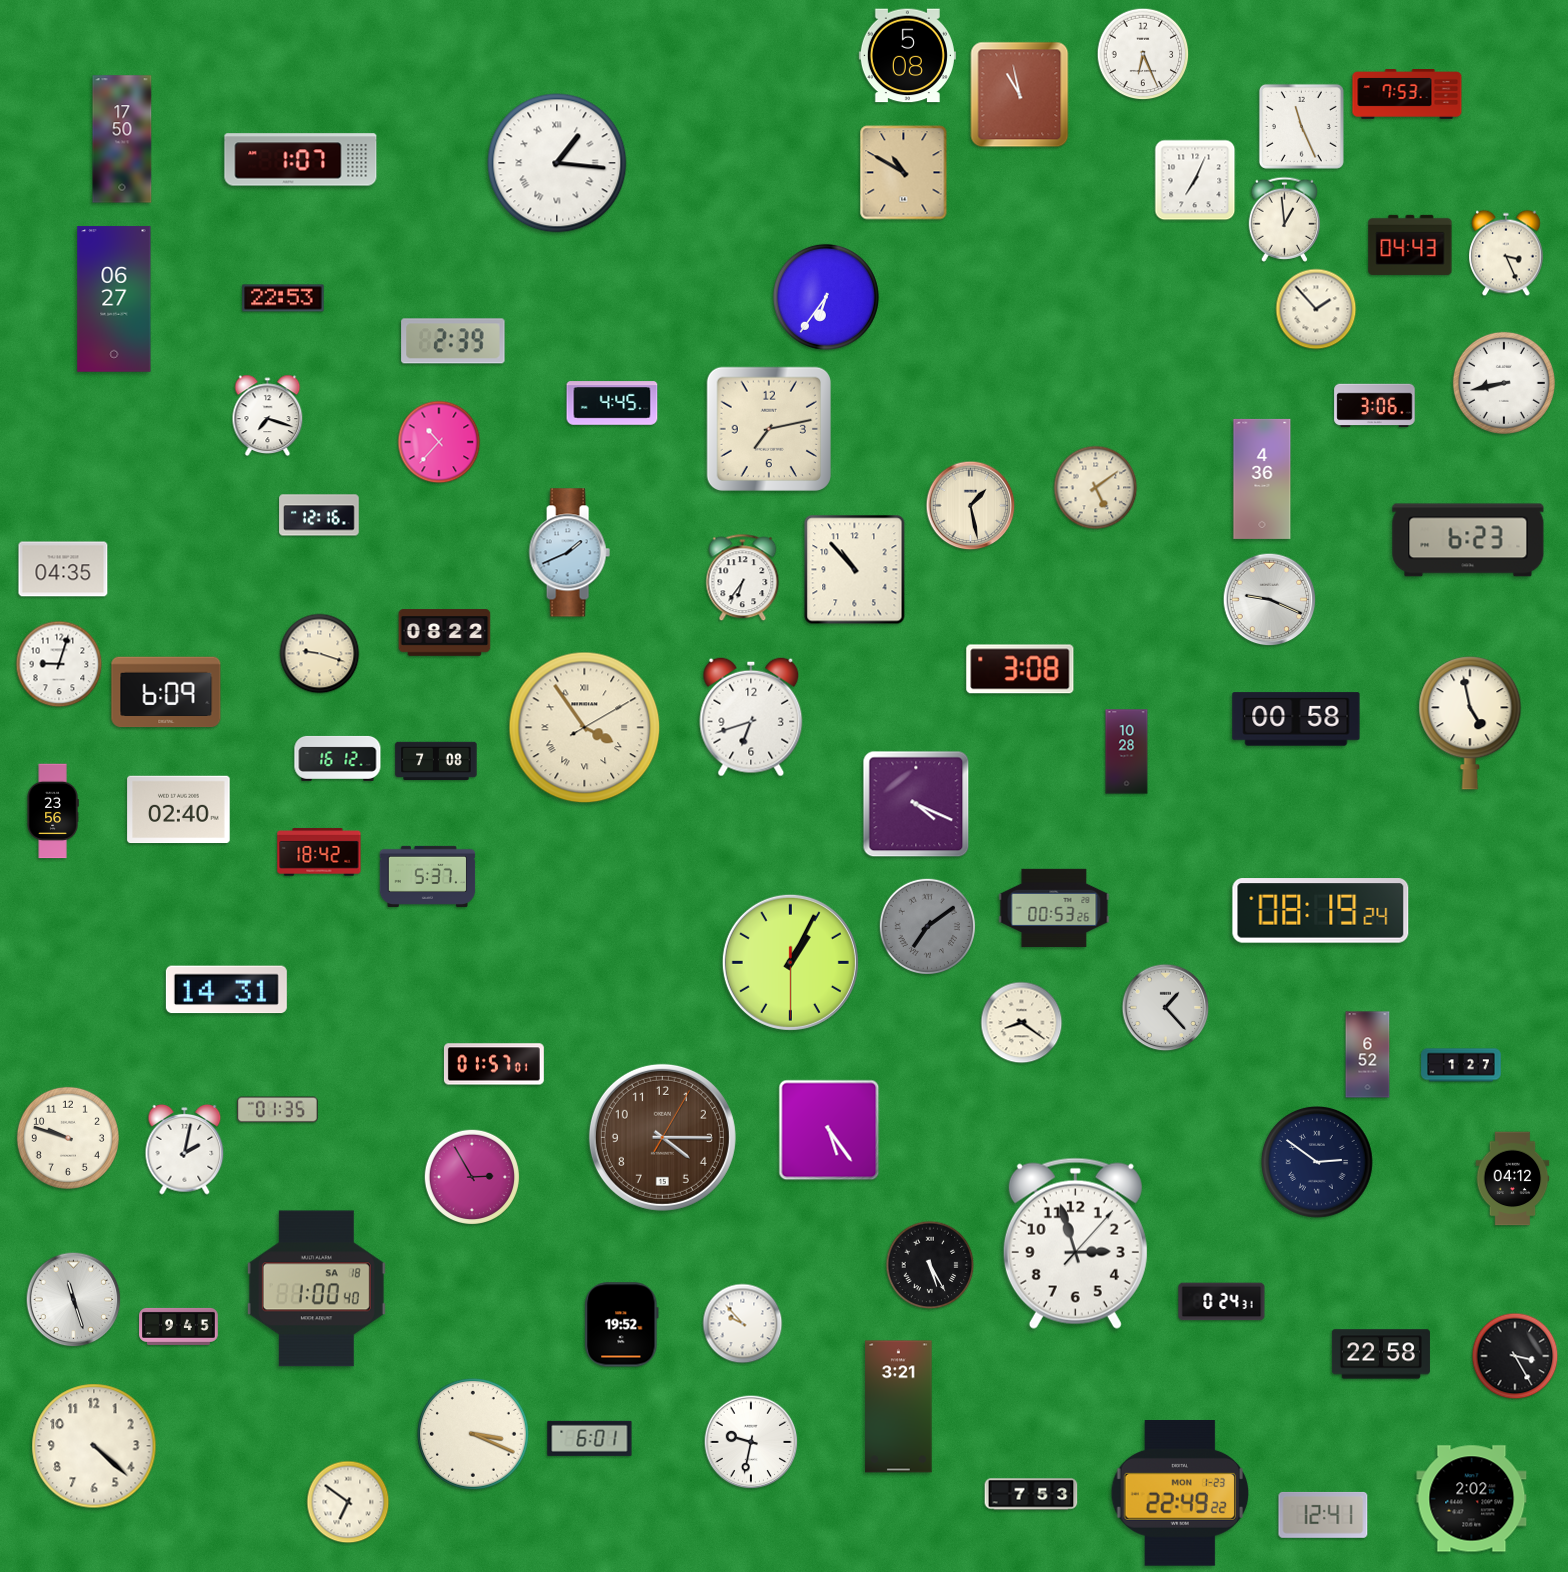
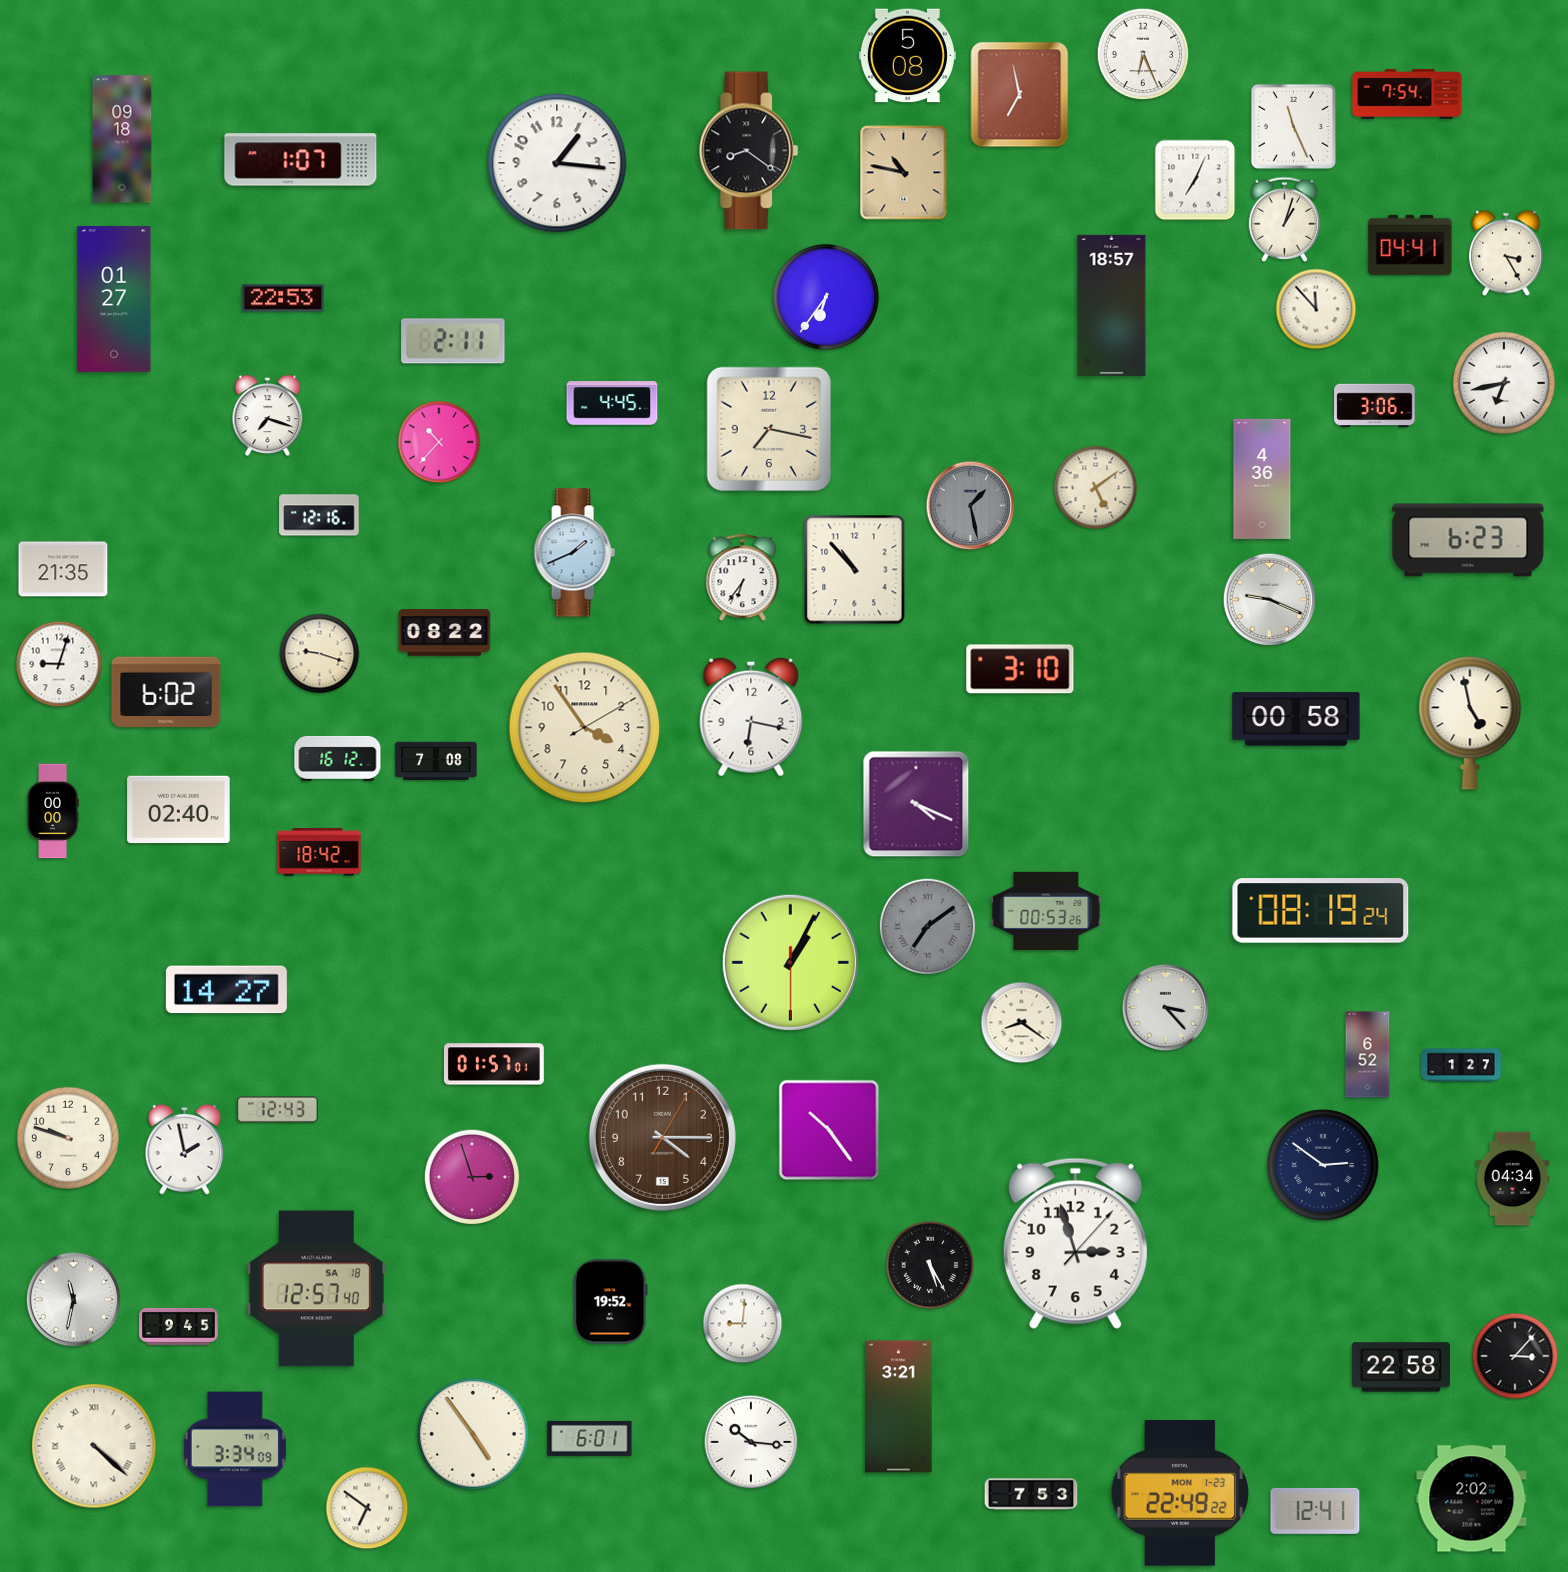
clock at (1020, 95): 10:58 -> 6:58
clock at (1407, 95): 7:53 -> 7:54
clock at (1301, 126) position: (1301, 126) -> (1293, 126)
clock at (122, 139): 17:50 -> 09:18
clock at (749, 151): none -> 8:21
clock at (557, 163) numerals: Roman -> Arabic
clock at (904, 173): 10:50 -> 10:47
clock at (1284, 219): 12:59 -> 1:03
clock at (1410, 245): 04:43 -> 04:41
clock at (1506, 253): 3:26 -> 3:25
clock at (114, 299): 06:27 -> 01:27
clock at (1112, 305): none -> 18:57
clock at (1316, 309): 1:53 -> 11:53
clock at (453, 341): 2:39 -> 2:11
clock at (1504, 383): 8:43 -> 6:43
clock at (769, 429): 7:13 -> 7:17
clock at (971, 506) dial: cream -> grey
clock at (569, 553) position: (569, 553) -> (574, 553)
clock at (63, 569): 04:35 -> 21:35
clock at (1020, 669): 3:08 -> 3:10
clock at (166, 692): 6:09 -> 6:02
clock at (751, 717): 6:42 -> 6:17
clock at (585, 728) numerals: Roman -> Arabic
clock at (1127, 752): 10:28 -> none
clock at (53, 811): 23:56 -> 00:00
clock at (428, 876): 5:37 -> none
clock at (1054, 908) position: (1054, 908) -> (1046, 911)
clock at (226, 990): 14:31 -> 14:27
clock at (1166, 1008): 1:23 -> 3:23
clock at (278, 1110): 01:35 -> 12:43
clock at (829, 1130): 5:24 -> 10:24
clock at (185, 1150): 2:02 -> 1:58
clock at (1318, 1163) position: (1318, 1163) -> (1324, 1166)
clock at (472, 1177): 2:55 -> 2:57
clock at (1513, 1179): 04:12 -> 04:34
clock at (316, 1289): 1:00 -> 12:57
clock at (74, 1300): 11:27 -> 11:32
clock at (1222, 1302): 0:24 -> none
clock at (743, 1324): 9:53 -> 9:01
clock at (622, 1325) position: (622, 1325) -> (611, 1302)
clock at (1381, 1354) position: (1381, 1354) -> (1401, 1367)
clock at (1515, 1356): 3:25 -> 3:07
clock at (474, 1435): 3:19 -> 4:54
clock at (751, 1442): 9:32 -> 10:16
clock at (94, 1446) numerals: Arabic -> Roman
clock at (235, 1449): none -> 3:34
clock at (348, 1502) position: (348, 1502) -> (367, 1508)
clock at (1323, 1515) position: (1323, 1515) -> (1315, 1511)
